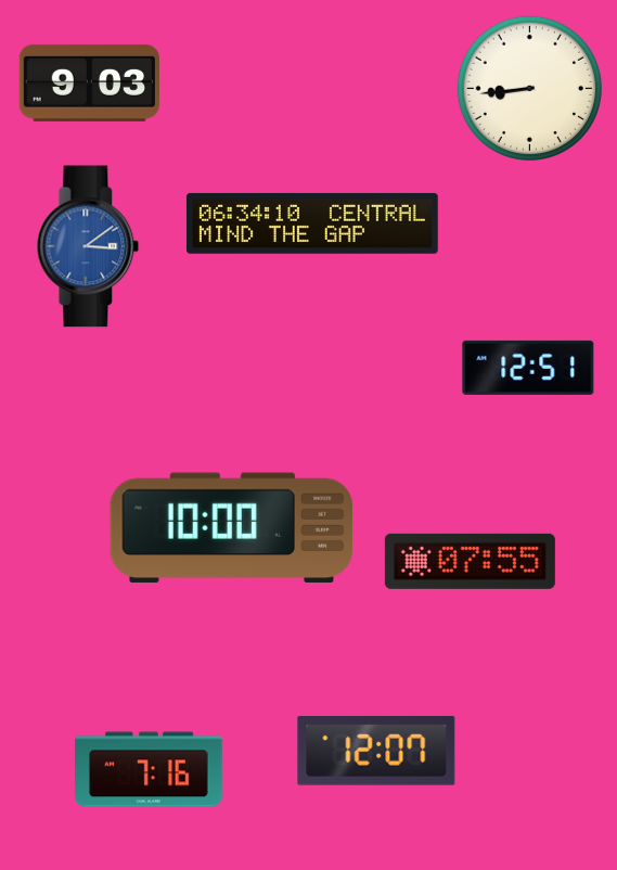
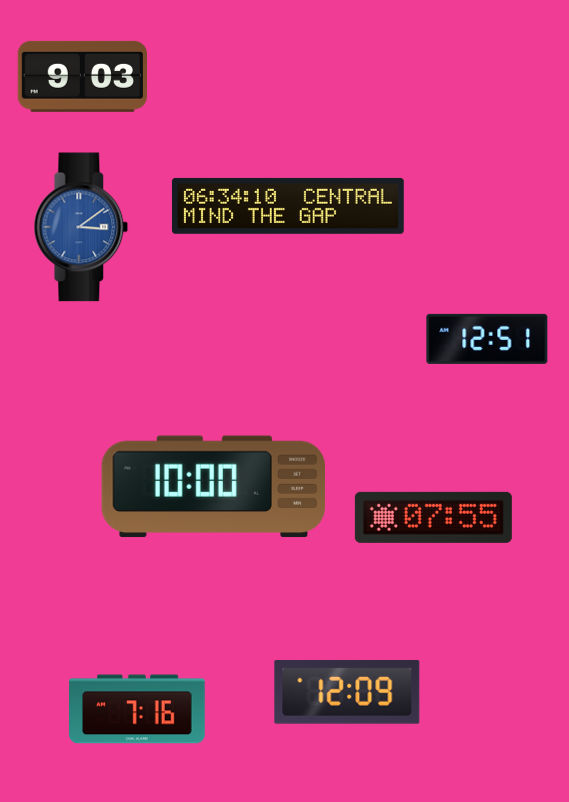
clock at (529, 88): 8:44 -> none
clock at (376, 751): 12:07 -> 12:09
